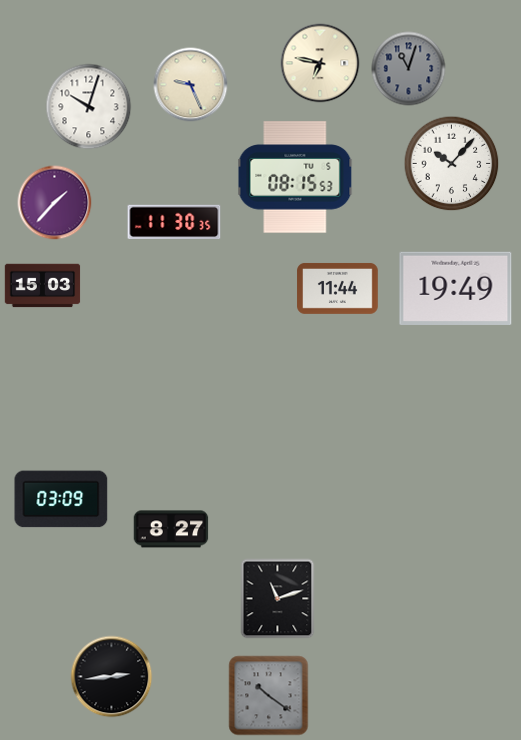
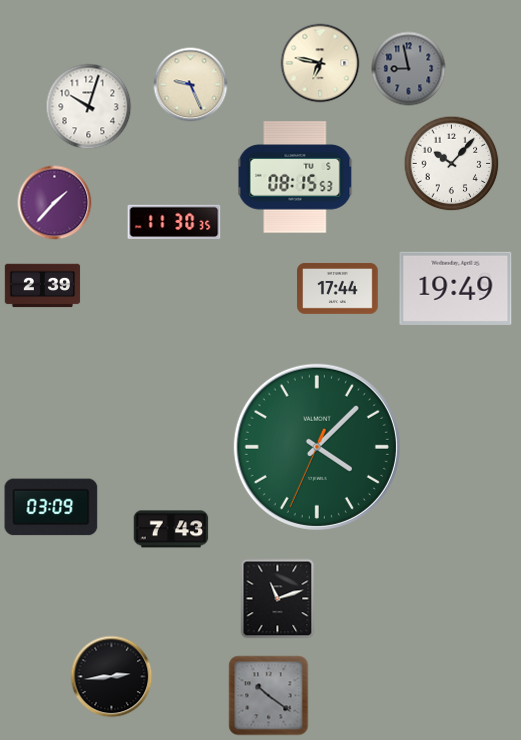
clock at (409, 69): 11:03 -> 8:58
clock at (43, 286): 15:03 -> 2:39
clock at (338, 288): 11:44 -> 17:44
clock at (317, 447): none -> 4:07
clock at (61, 499) position: (61, 499) -> (51, 507)
clock at (171, 529): 8:27 -> 7:43
